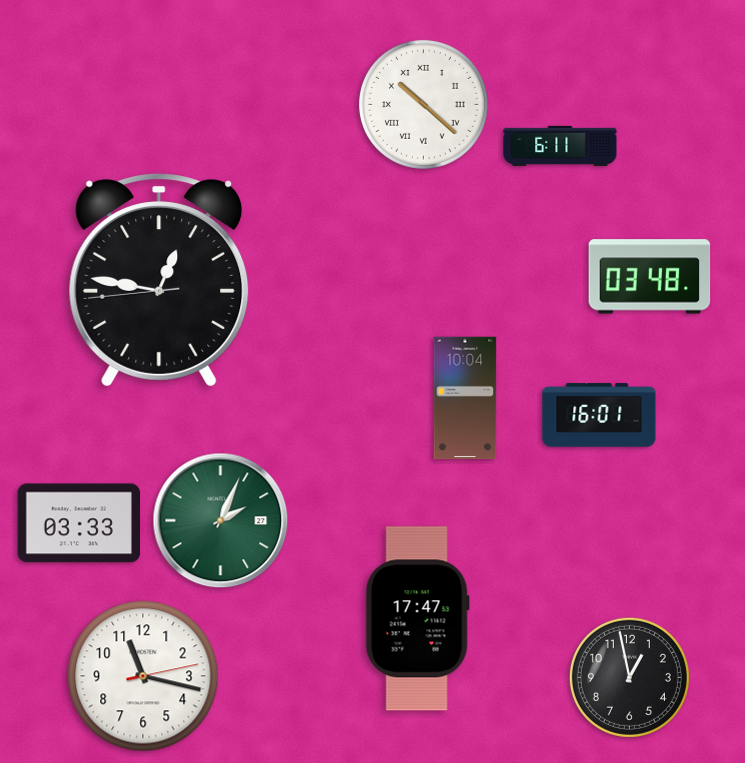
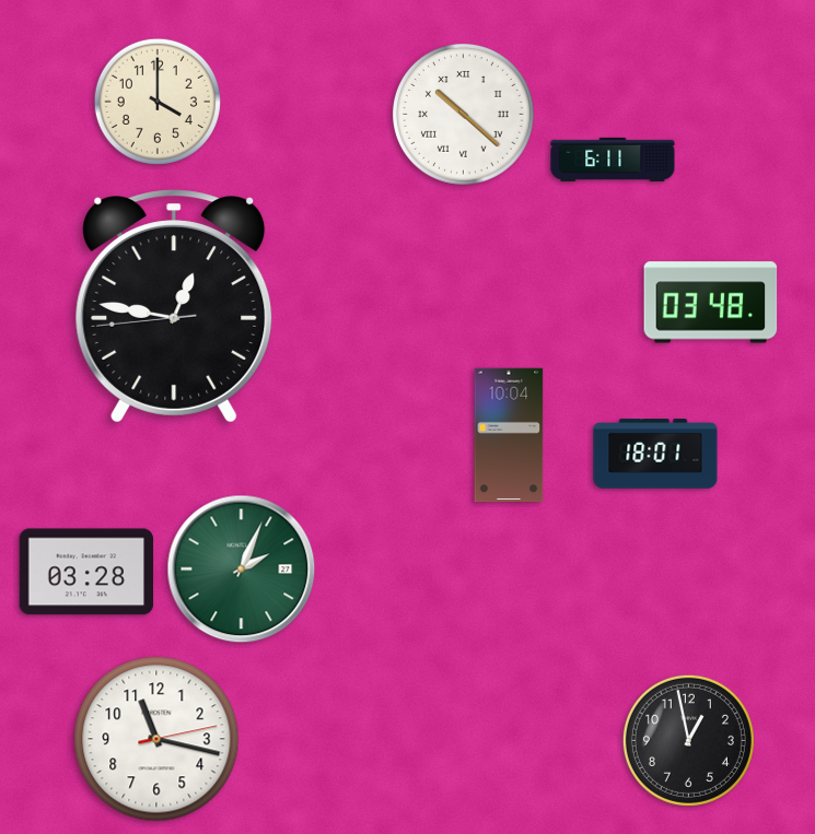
clock at (158, 102): none -> 4:00
clock at (599, 415): 16:01 -> 18:01
clock at (79, 523): 03:33 -> 03:28
clock at (417, 619): 17:47 -> none
